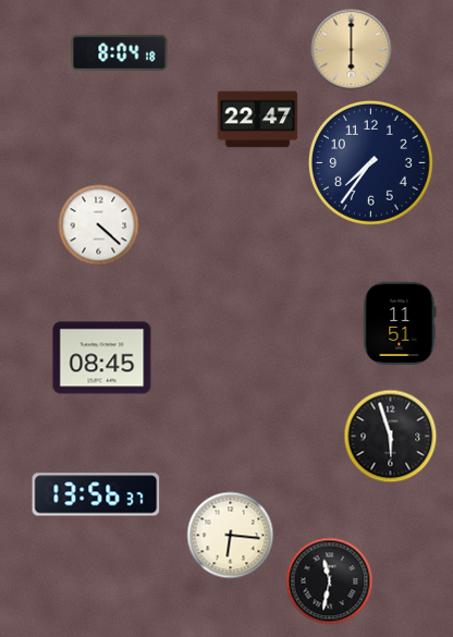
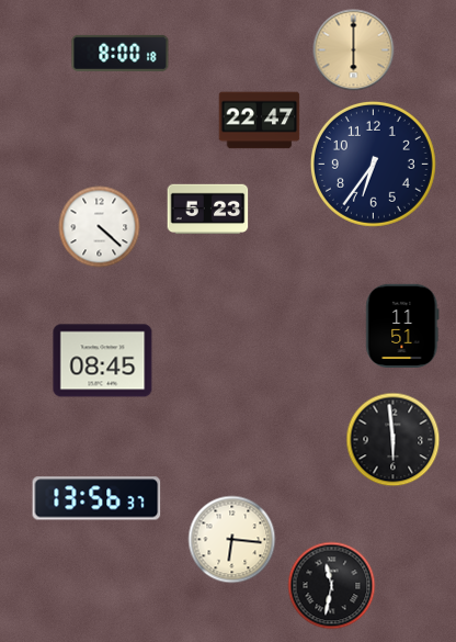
clock at (120, 52): 8:04 -> 8:00
clock at (370, 162): 7:36 -> 6:36
clock at (208, 210): none -> 5:23
clock at (391, 437): 5:57 -> 5:59
